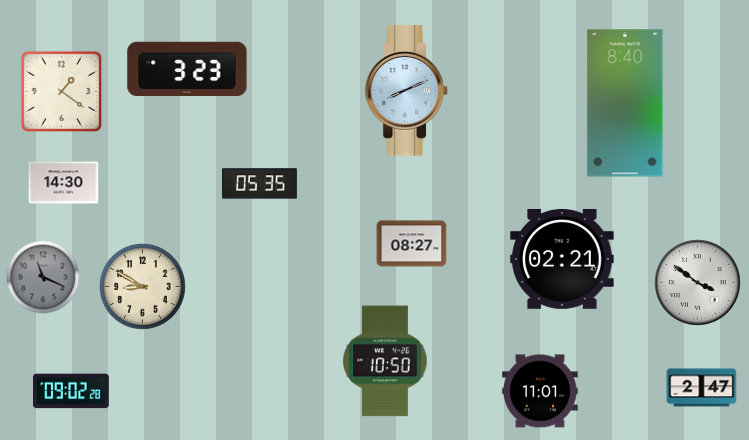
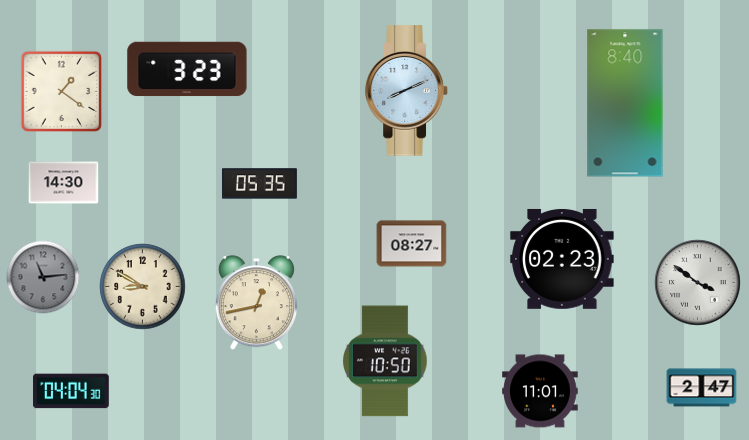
clock at (562, 259): 02:21 -> 02:23
clock at (43, 277): 11:19 -> 11:14
clock at (256, 303): none -> 12:43
clock at (72, 391): 09:02 -> 04:04
